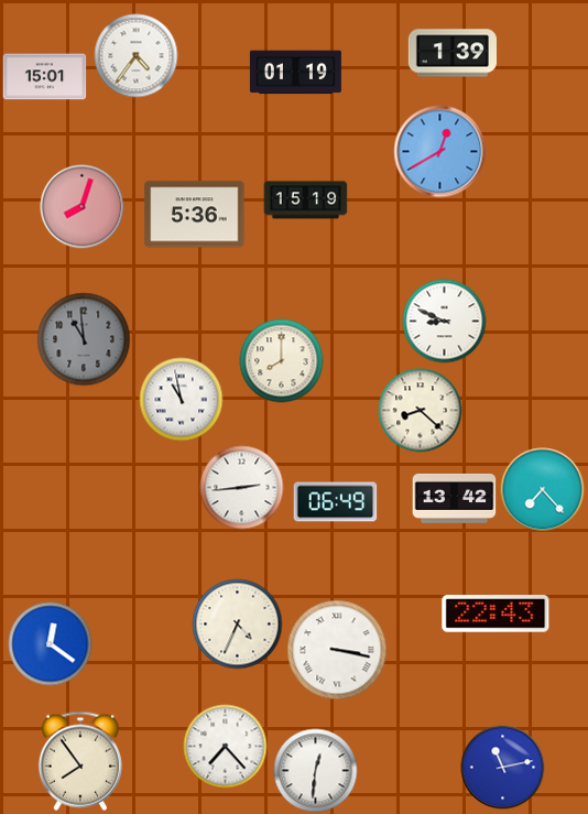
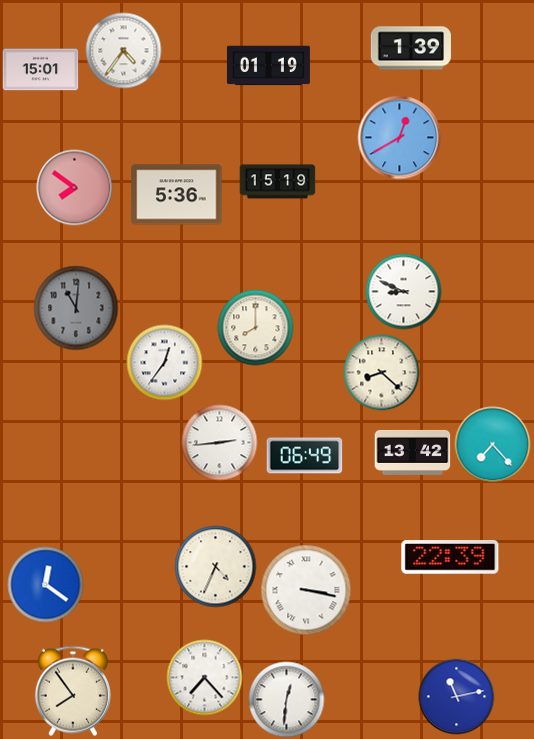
clock at (83, 207): 8:03 -> 7:51
clock at (84, 339): 10:59 -> 11:01
clock at (182, 400): 10:58 -> 12:36
clock at (496, 614): 22:43 -> 22:39
